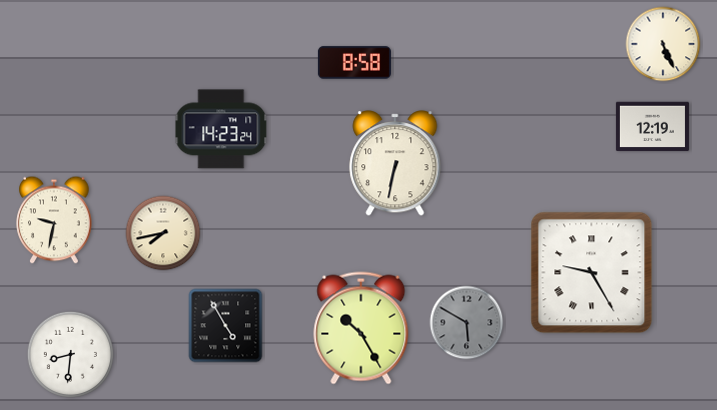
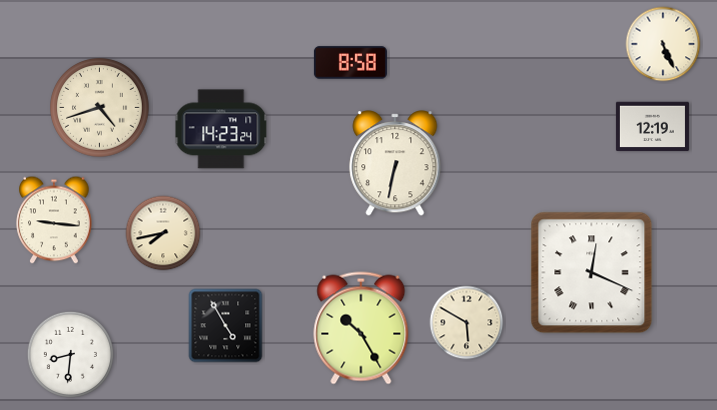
clock at (354, 63) position: (354, 63) -> (350, 63)
clock at (100, 108): none -> 4:42
clock at (54, 220): 9:32 -> 9:16
clock at (592, 273): 9:25 -> 12:19
clock at (467, 323) dial: grey -> cream
